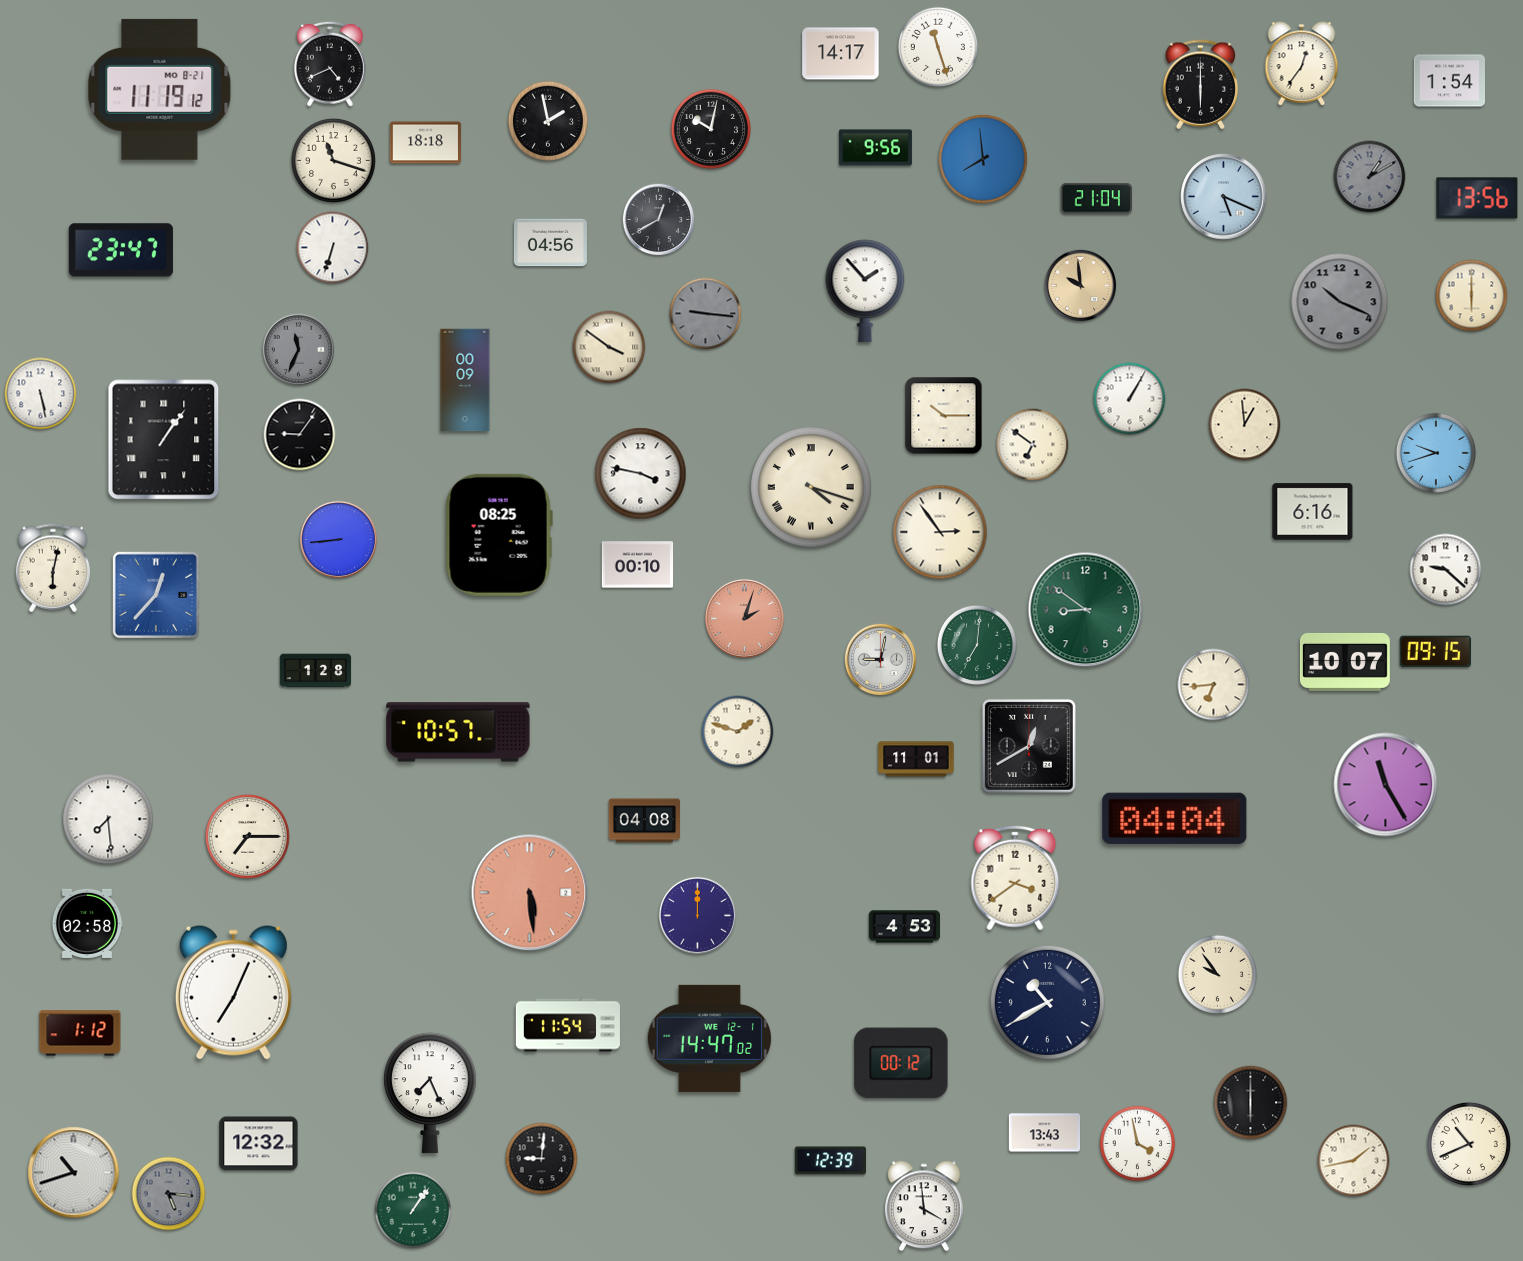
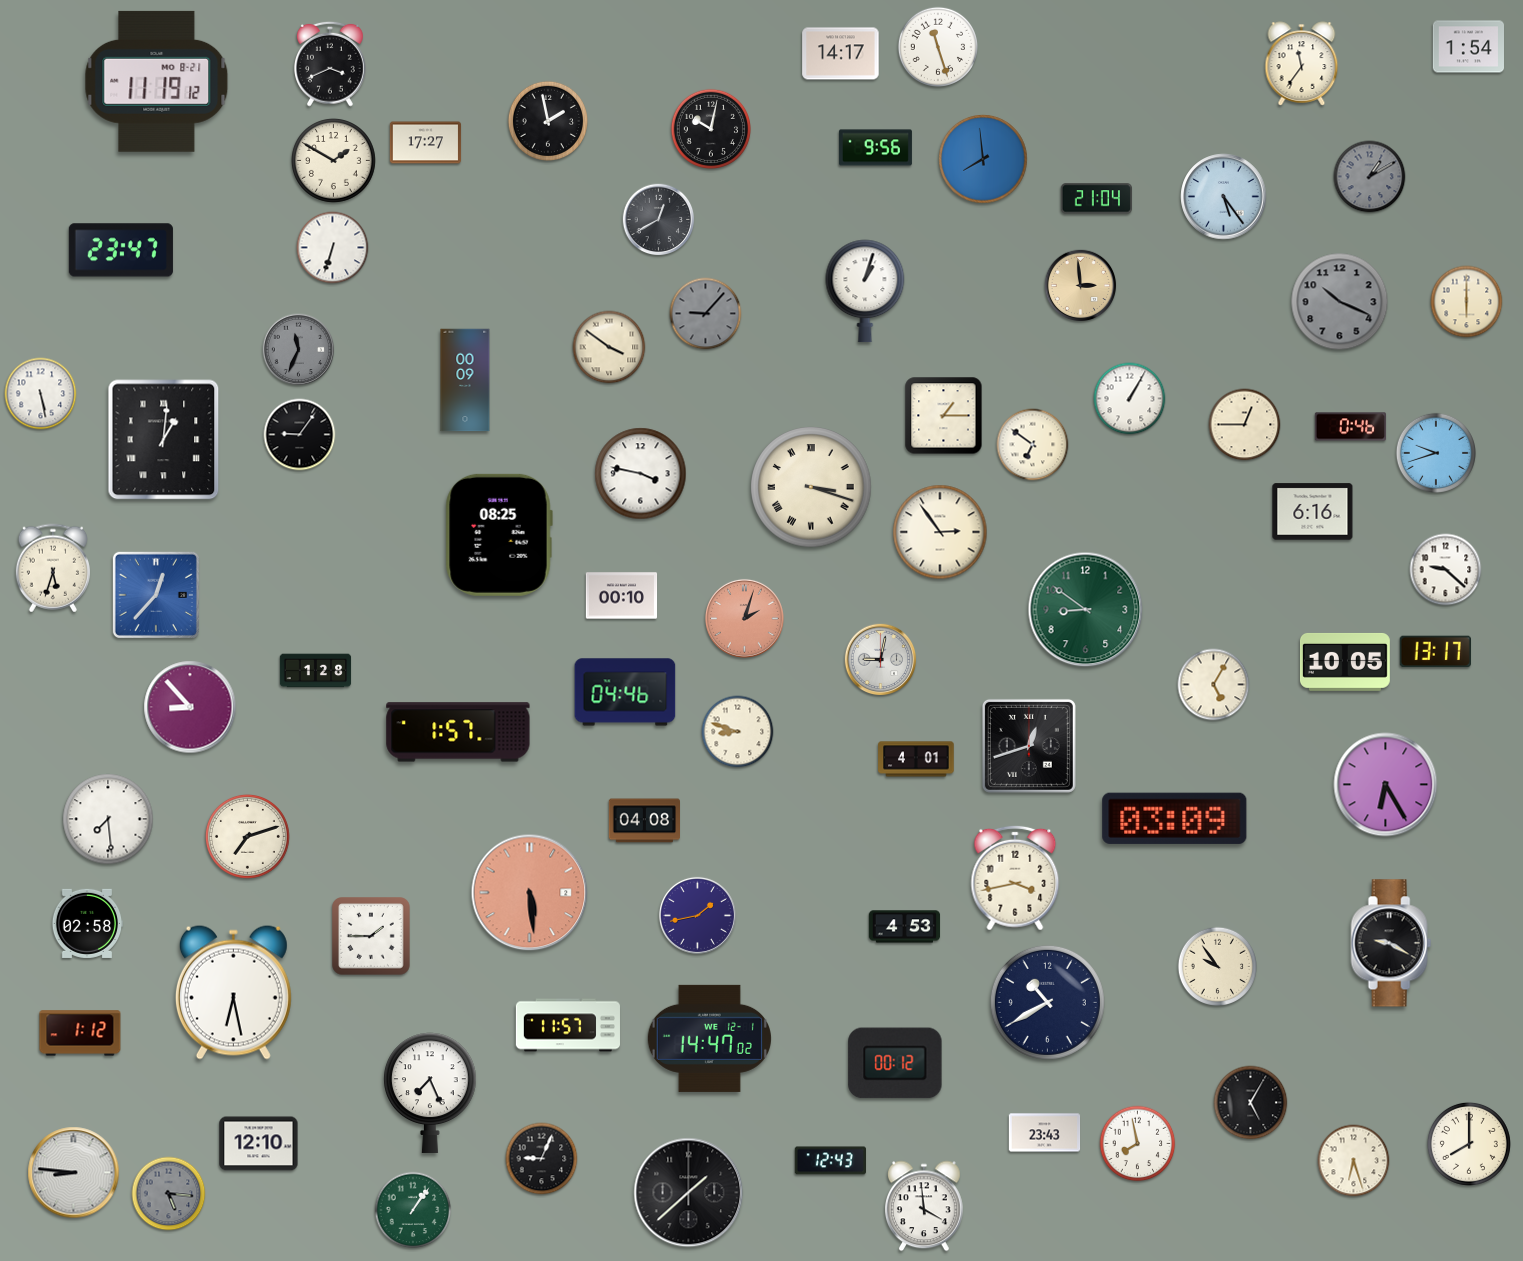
clock at (331, 64): 4:41 -> 3:41
clock at (1302, 64): 12:36 -> 11:36
clock at (1450, 81) position: (1450, 81) -> (1469, 47)
clock at (1200, 85): 6:00 -> none
clock at (160, 89) position: (160, 89) -> (157, 81)
clock at (426, 143): 18:18 -> 17:27
clock at (333, 160): 11:18 -> 1:50
clock at (1224, 197): 5:19 -> 5:24
clock at (1477, 198): 13:56 -> none
clock at (550, 243): 04:56 -> none
clock at (1081, 286): 9:59 -> 2:59
clock at (865, 291): 1:53 -> 1:03
clock at (1472, 296) position: (1472, 296) -> (1467, 302)
clock at (706, 314): 9:16 -> 9:07
clock at (944, 416): 10:15 -> 1:15
clock at (1245, 425): 12:59 -> 12:45
clock at (1351, 427): none -> 0:46
clock at (164, 440): 1:06 -> 1:01
clock at (811, 487): 4:18 -> 3:18
clock at (338, 539): 8:44 -> none
clock at (638, 565) position: (638, 565) -> (622, 596)
clock at (53, 568): 6:02 -> 5:33
clock at (976, 644): 7:01 -> none
clock at (1435, 652): 09:15 -> 13:17
clock at (1345, 662): 10:07 -> 10:05
clock at (1214, 685): 6:44 -> 5:05
clock at (625, 692): none -> 04:46
clock at (190, 707): none -> 8:53
clock at (458, 732): 10:57 -> 1:57
clock at (738, 732): 1:48 -> 8:48
clock at (1029, 746): 12:40 -> 12:42
clock at (916, 759): 11:01 -> 4:01
clock at (1386, 785): 11:25 -> 6:25
clock at (1175, 818): 04:04 -> 03:09
clock at (247, 836): 7:15 -> 7:12
clock at (1015, 878): 3:39 -> 3:43
clock at (697, 915): 12:00 -> 1:43
clock at (371, 936): none -> 1:45
clock at (1391, 943): none -> 9:20
clock at (1218, 975) position: (1218, 975) -> (1218, 967)
clock at (233, 992): 7:04 -> 6:28
clock at (568, 1025): 11:54 -> 11:57
clock at (901, 1063) position: (901, 1063) -> (895, 1063)
clock at (1251, 1103): 6:00 -> 5:05
clock at (1045, 1133): 13:43 -> 23:43
clock at (259, 1144): 12:32 -> 12:10
clock at (1138, 1144): 3:58 -> 7:58
clock at (1469, 1144): 10:41 -> 8:00
clock at (542, 1159): 9:01 -> 9:04
clock at (830, 1161): 12:39 -> 12:43
clock at (1354, 1161): 1:43 -> 6:27
clock at (74, 1173): 10:42 -> 8:46
clock at (689, 1193): none -> 1:38
